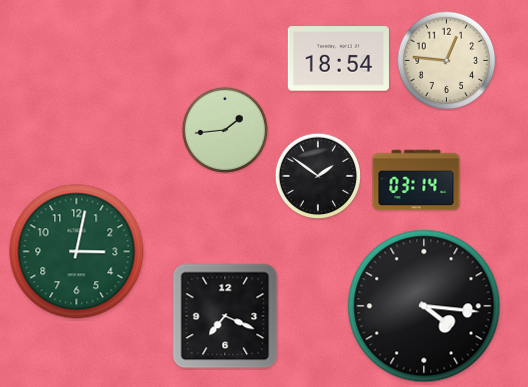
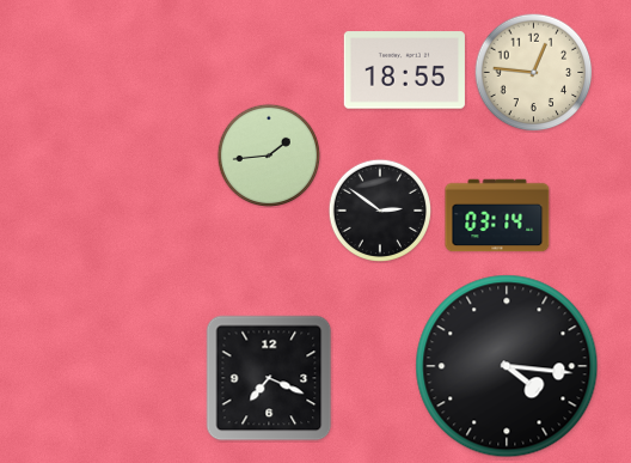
clock at (338, 59): 18:54 -> 18:55
clock at (317, 175): 1:51 -> 2:51
clock at (77, 252): 3:02 -> none
